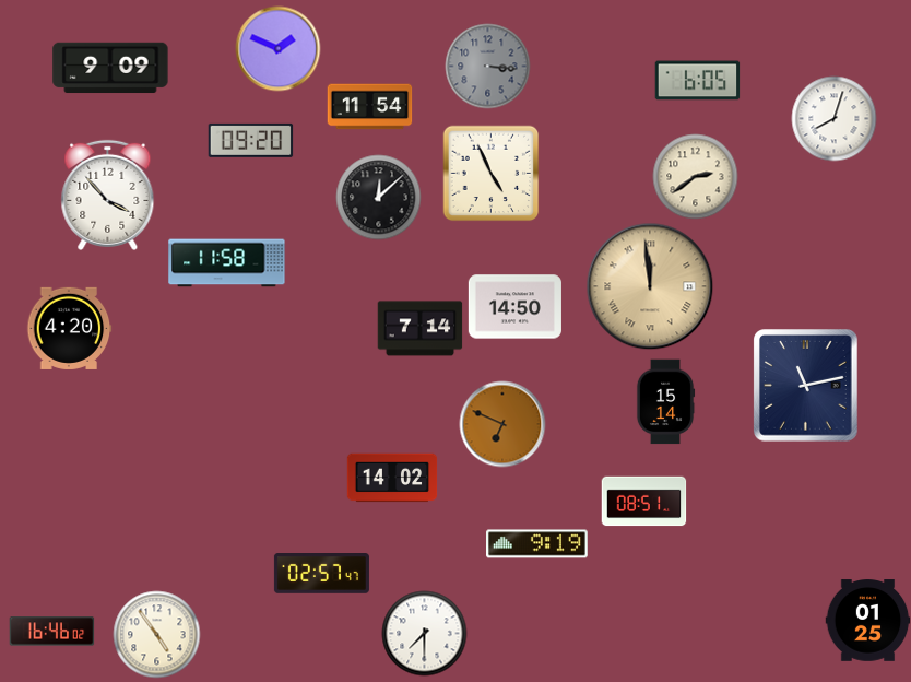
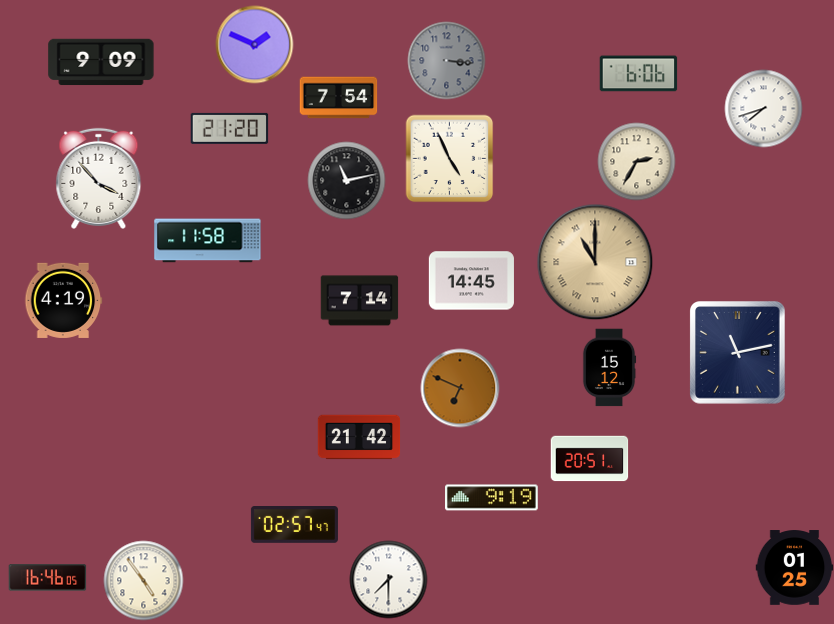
clock at (697, 81): 6:05 -> 6:06
clock at (369, 107): 11:54 -> 7:54
clock at (833, 118): 8:03 -> 7:42
clock at (250, 140): 09:20 -> 21:20
clock at (695, 176): 2:39 -> 2:35
clock at (378, 197): 12:08 -> 11:13
clock at (650, 286): 11:59 -> 11:00
clock at (514, 307): 14:50 -> 14:45
clock at (69, 328): 4:20 -> 4:19
clock at (419, 329) position: (419, 329) -> (359, 301)
clock at (665, 401): 15:14 -> 15:12
clock at (392, 478): 14:02 -> 21:42
clock at (643, 502): 08:51 -> 20:51
clock at (51, 632): 16:46:02 -> 16:46:05
